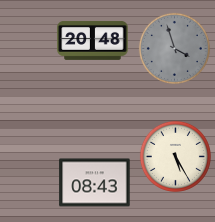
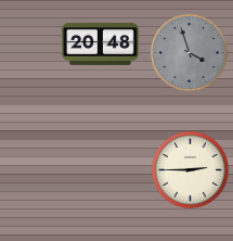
clock at (175, 156): 5:25 -> 2:45
clock at (95, 183): 08:43 -> none
